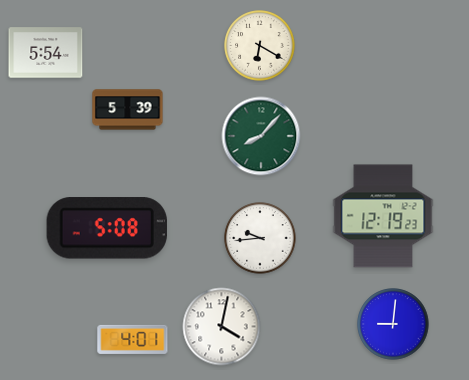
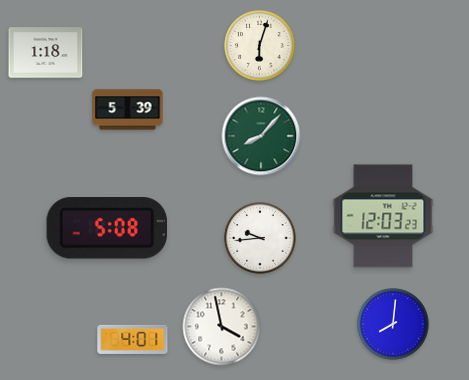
clock at (260, 46): 6:20 -> 6:03
clock at (46, 53): 5:54 -> 1:18
clock at (383, 216): 12:19 -> 12:03
clock at (393, 324): 9:01 -> 8:01
clock at (222, 327): 4:02 -> 3:58
